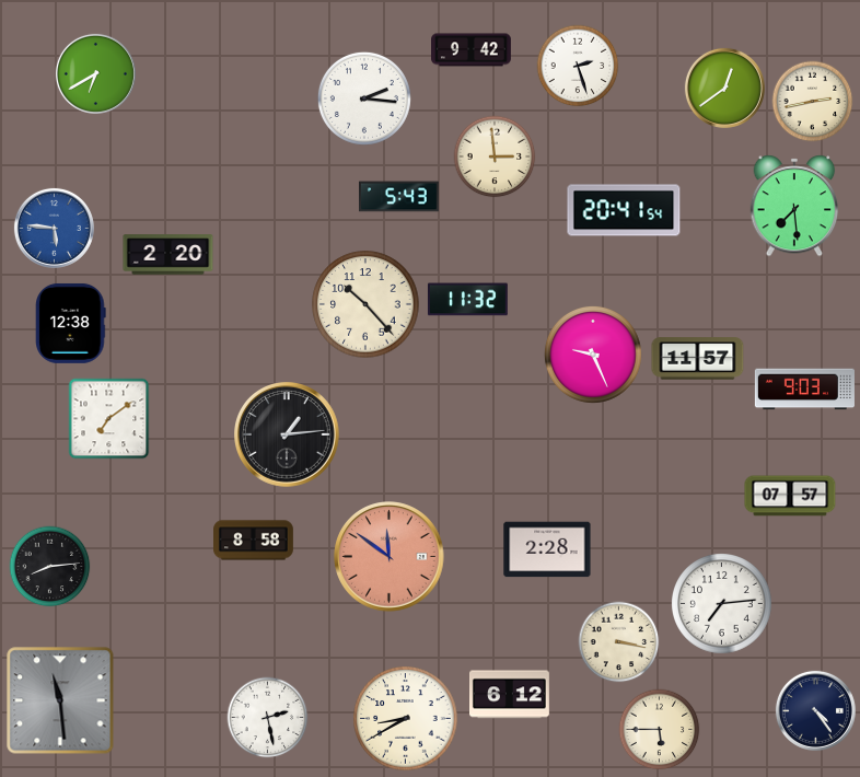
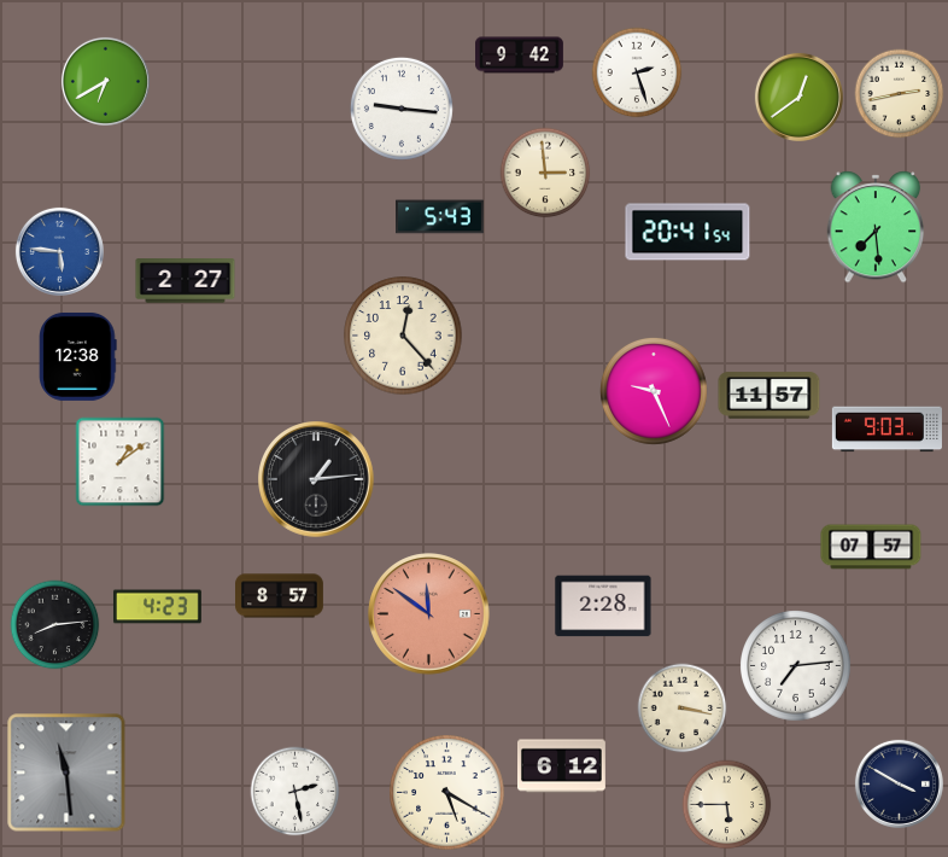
clock at (364, 98): 2:16 -> 9:16
clock at (813, 102) position: (813, 102) -> (900, 94)
clock at (168, 255): 2:20 -> 2:27
clock at (467, 300): 11:32 -> none
clock at (365, 304): 10:23 -> 12:23
clock at (109, 419): 7:09 -> 1:09
clock at (254, 541): 8:58 -> 8:57
clock at (157, 607): none -> 4:23
clock at (815, 710): 4:24 -> 3:50
clock at (406, 719): 8:40 -> 5:20
